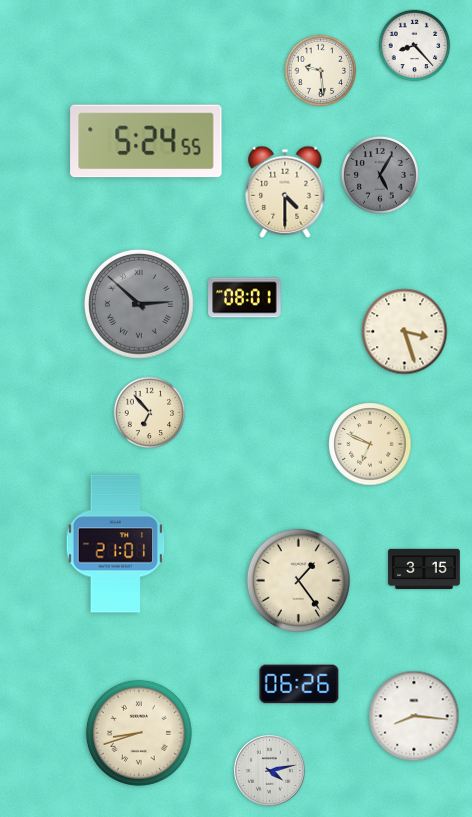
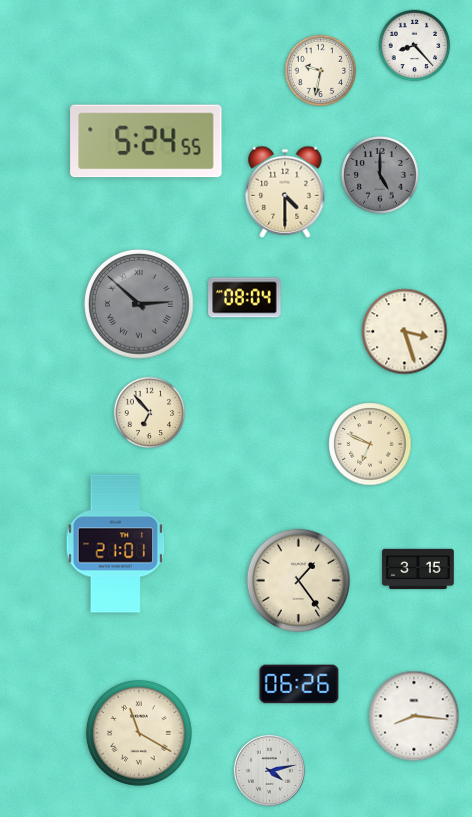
clock at (321, 71): 9:29 -> 9:32
clock at (380, 175): 5:05 -> 5:00
clock at (245, 298): 08:01 -> 08:04
clock at (424, 569) position: (424, 569) -> (418, 569)
clock at (139, 733): 8:42 -> 11:20
